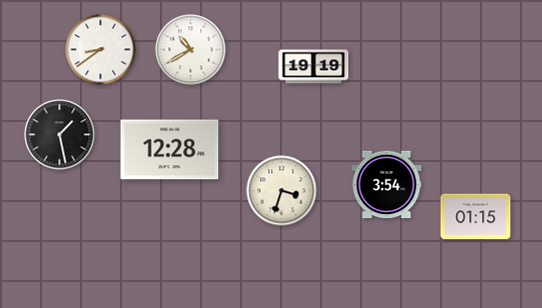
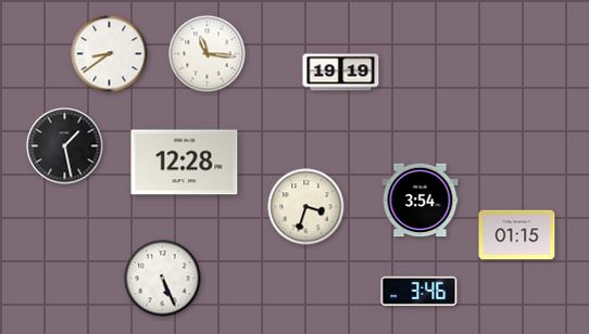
clock at (191, 50): 10:40 -> 11:16
clock at (163, 279): none -> 5:26
clock at (419, 291): none -> 3:46
